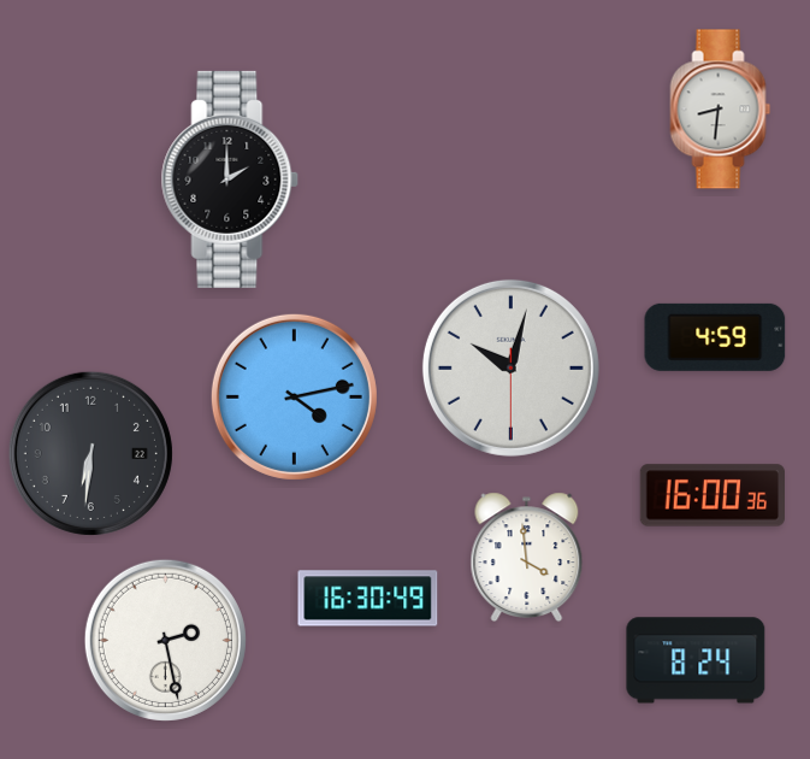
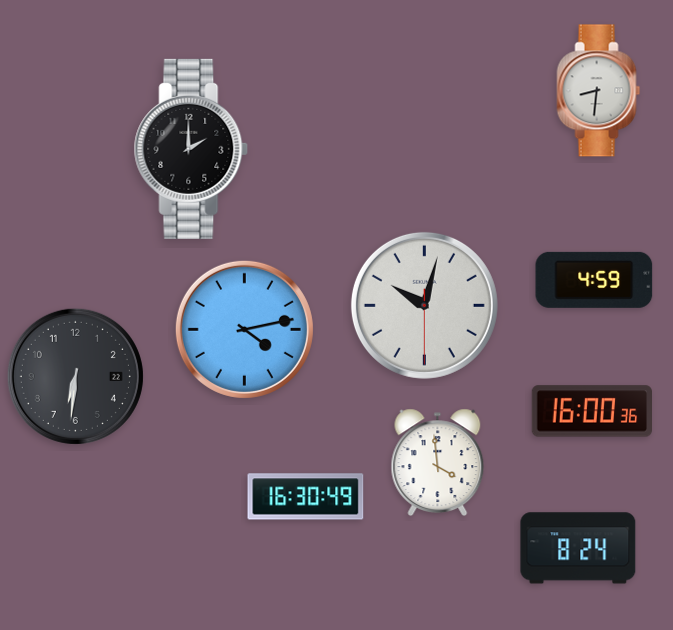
clock at (165, 640): 2:28 -> none
